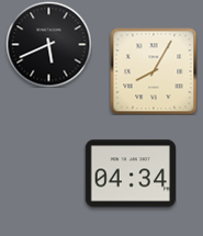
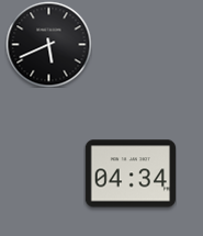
clock at (154, 71): 8:05 -> none
